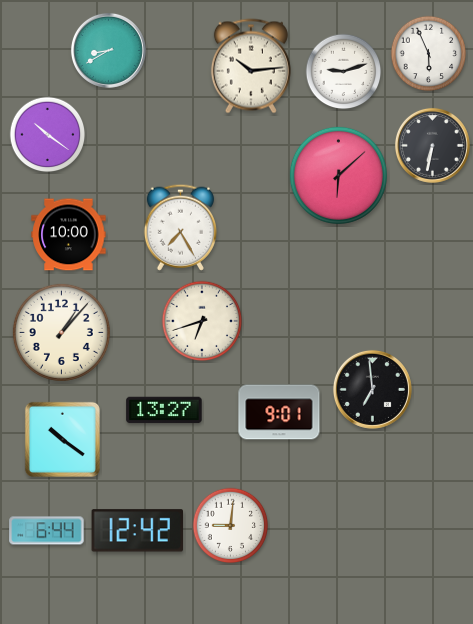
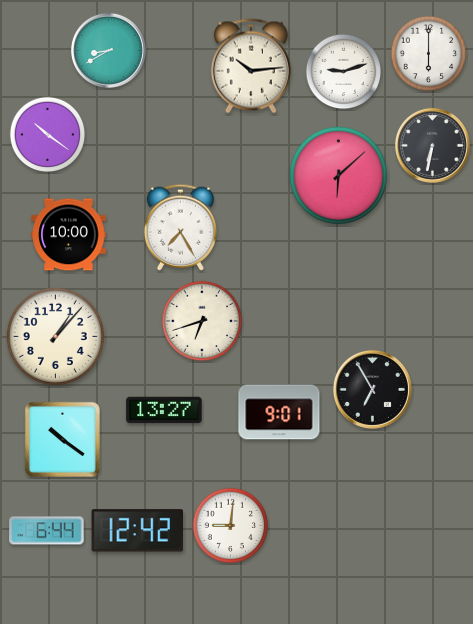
clock at (429, 54): 5:56 -> 6:00
clock at (61, 332) position: (61, 332) -> (55, 336)
clock at (372, 389): 6:59 -> 6:55
